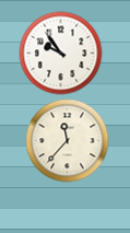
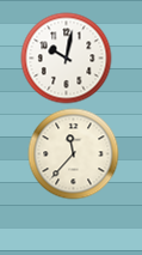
clock at (61, 54): 9:54 -> 10:02
